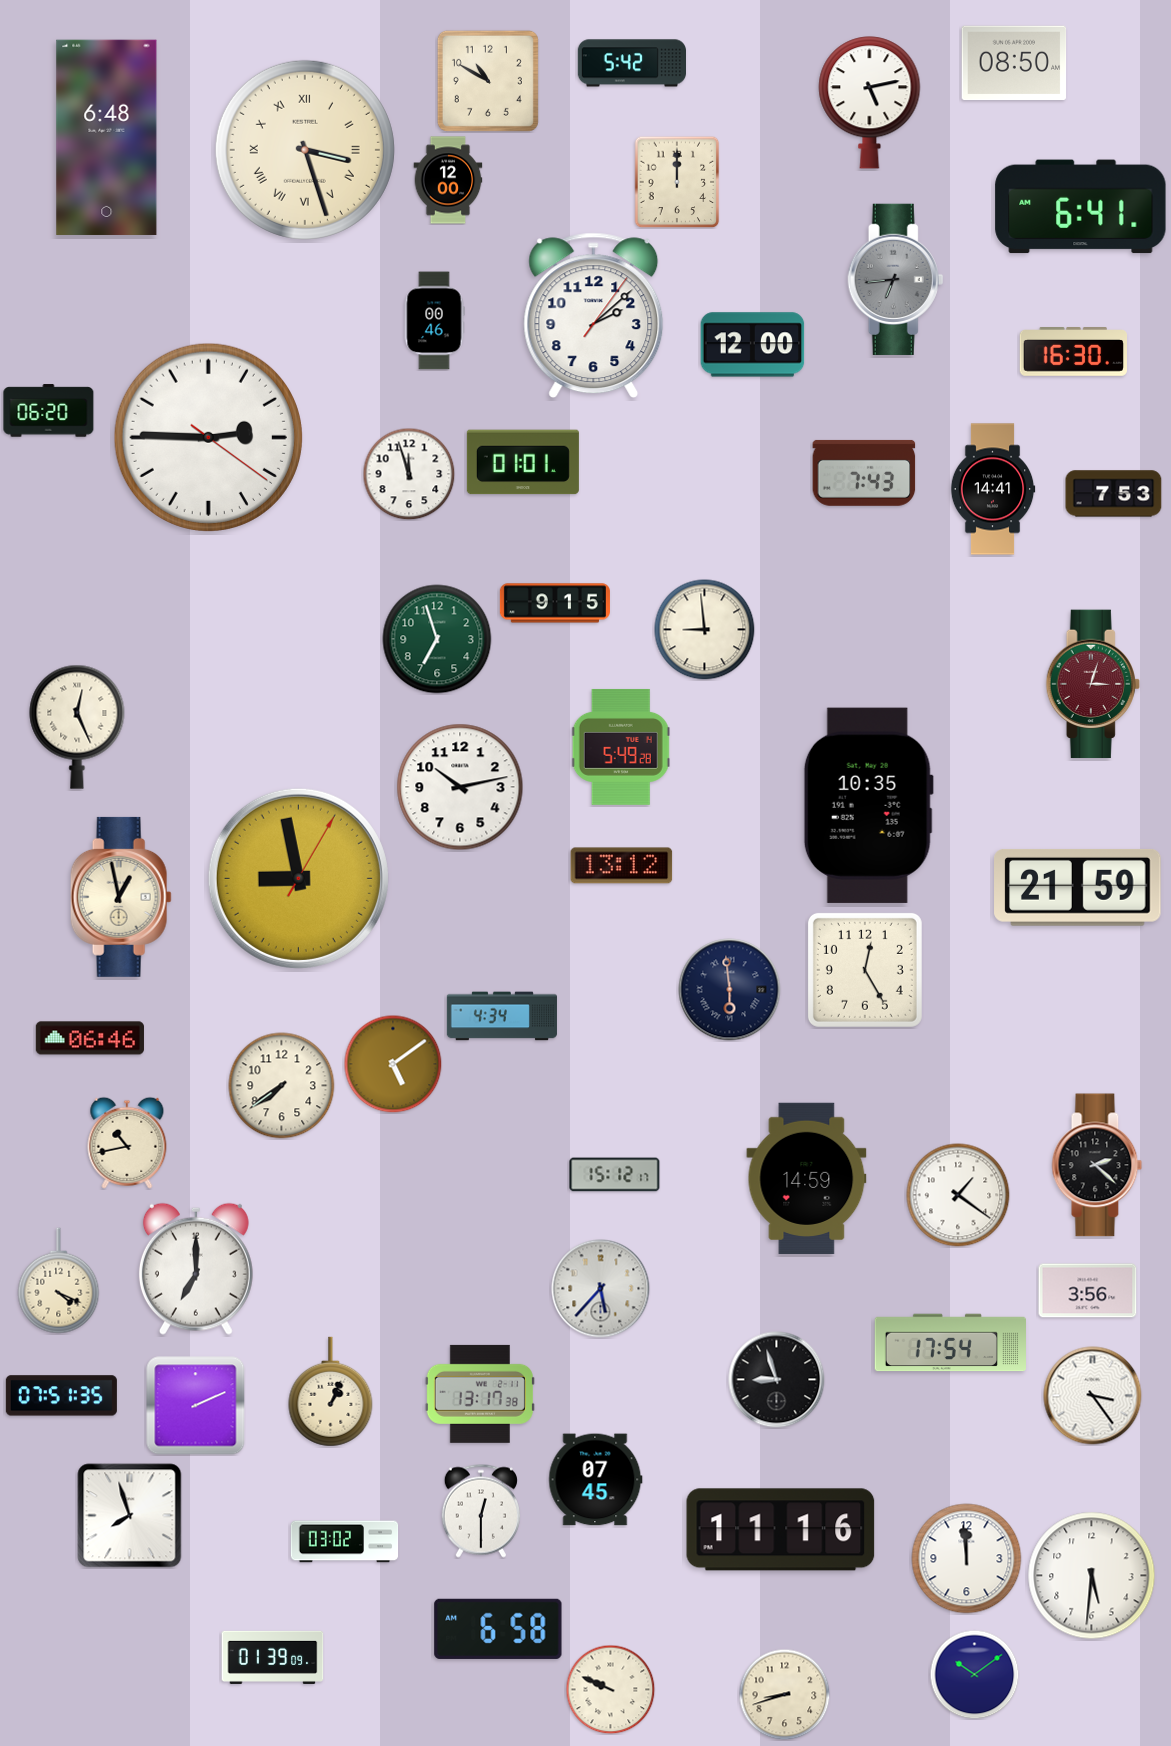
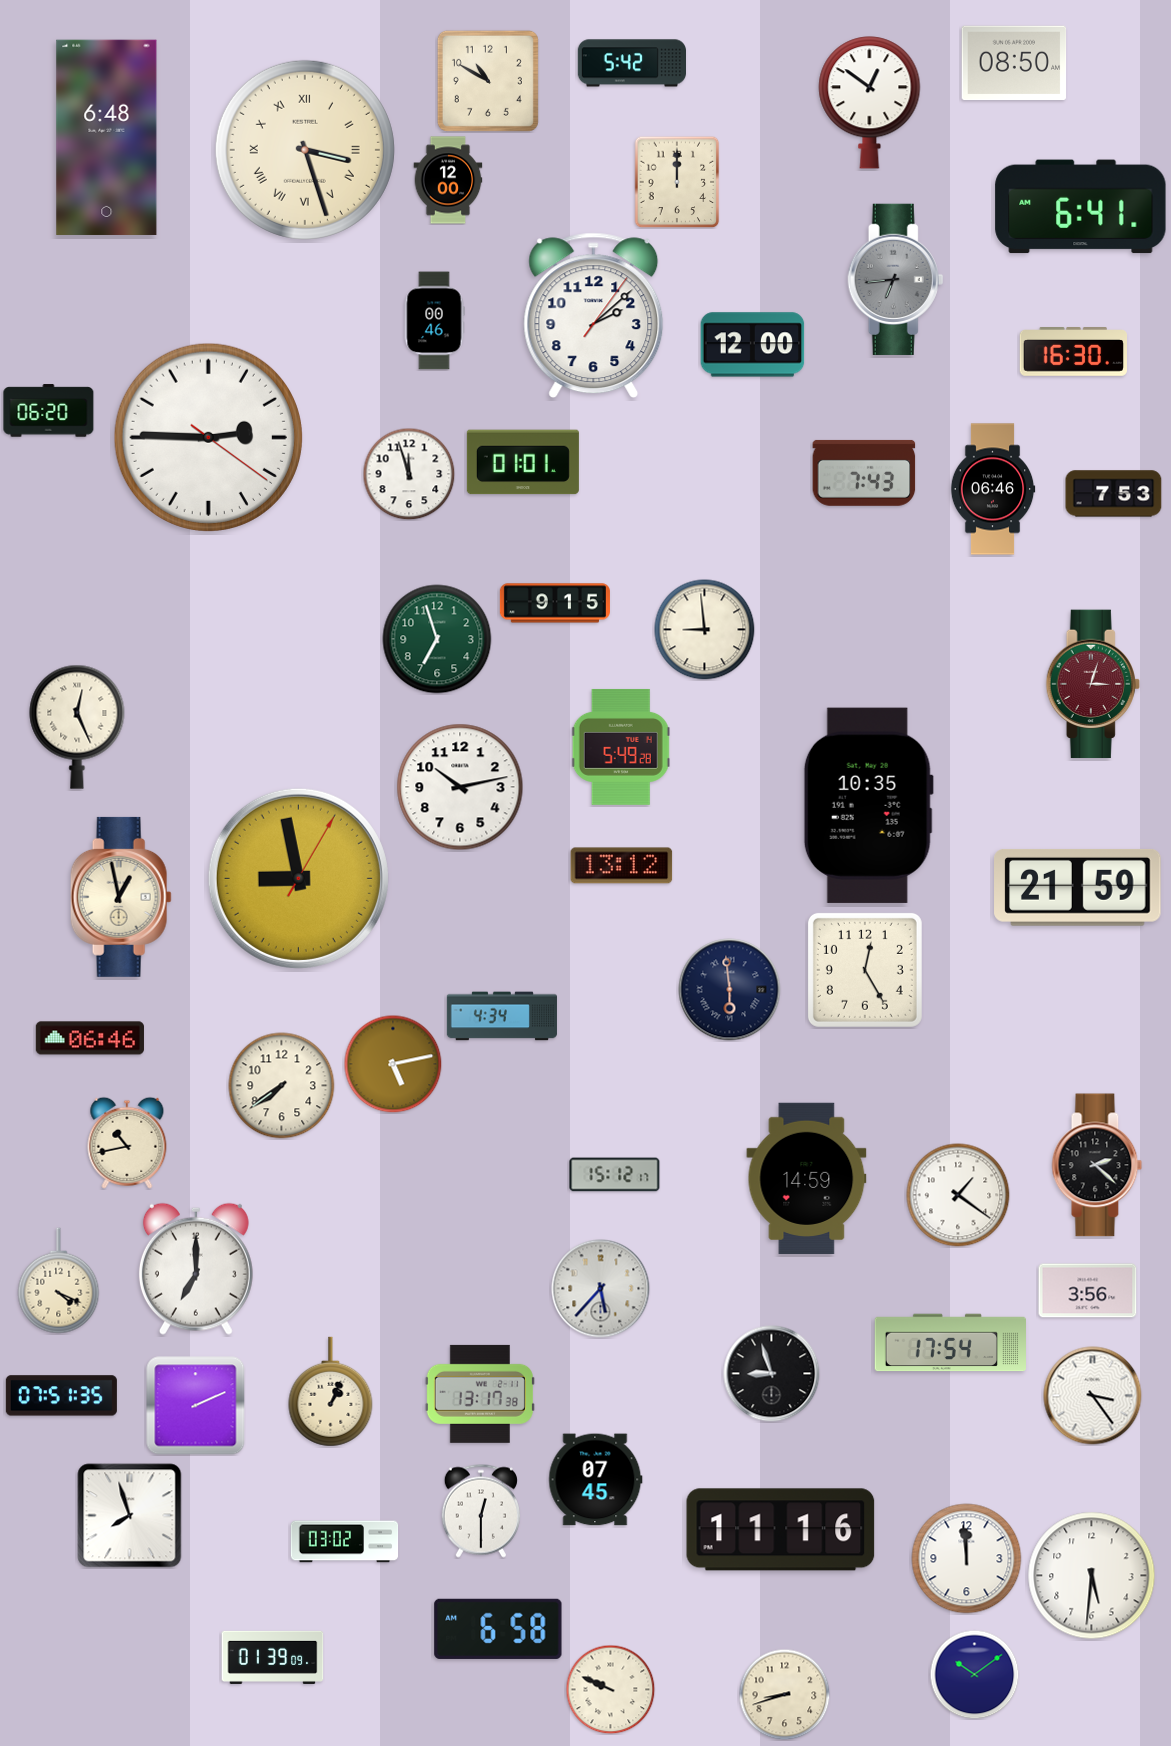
clock at (870, 103): 5:13 -> 12:51
clock at (993, 489): 14:41 -> 06:46
clock at (393, 1064): 5:09 -> 5:13
clock at (777, 1380) position: (777, 1380) -> (772, 1374)
